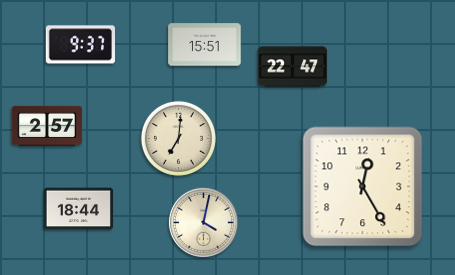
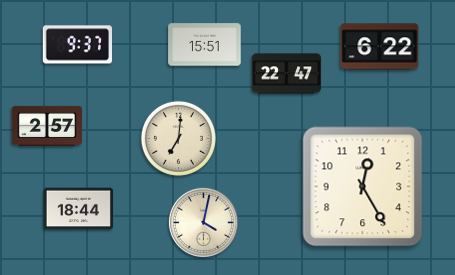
clock at (80, 45) position: (80, 45) -> (77, 45)
clock at (380, 47): none -> 6:22
clock at (293, 67) position: (293, 67) -> (287, 74)
